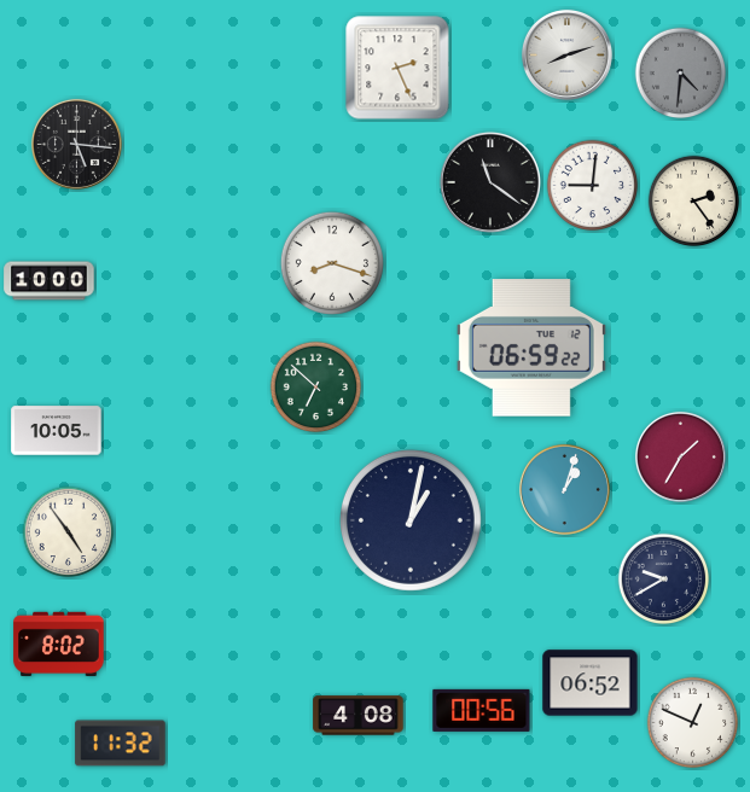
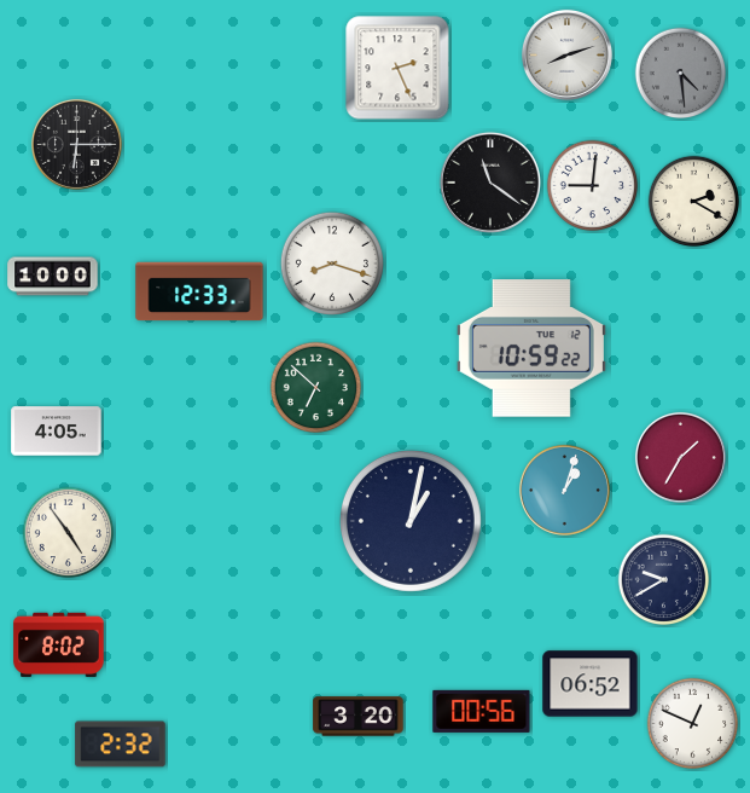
clock at (681, 74): 4:31 -> 4:29
clock at (76, 144): 5:16 -> 6:15
clock at (694, 202): 2:24 -> 2:20
clock at (50, 281) position: (50, 281) -> (53, 277)
clock at (199, 291): none -> 12:33
clock at (531, 348): 06:59 -> 10:59
clock at (57, 431): 10:05 -> 4:05
clock at (359, 716): 4:08 -> 3:20
clock at (121, 744): 11:32 -> 2:32
